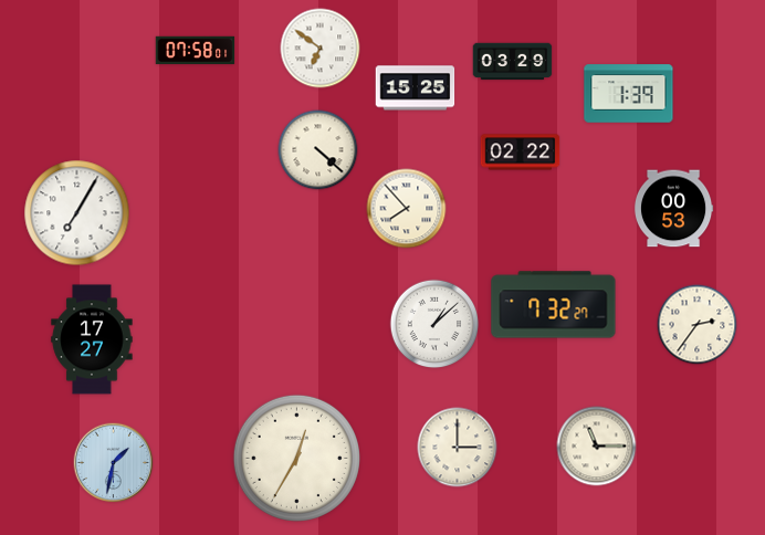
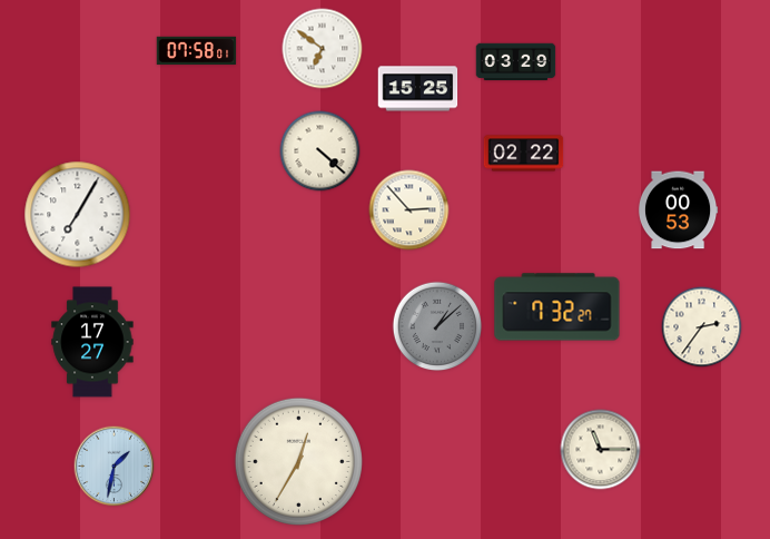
clock at (629, 94): 1:39 -> none
clock at (407, 209): 7:53 -> 2:53
clock at (434, 324) dial: white -> grey
clock at (458, 448): 3:00 -> none
